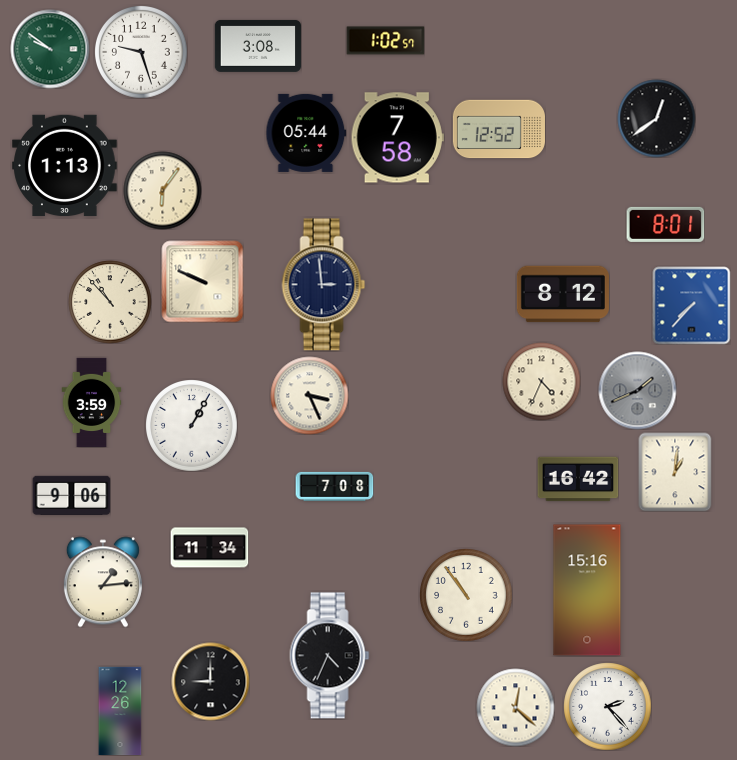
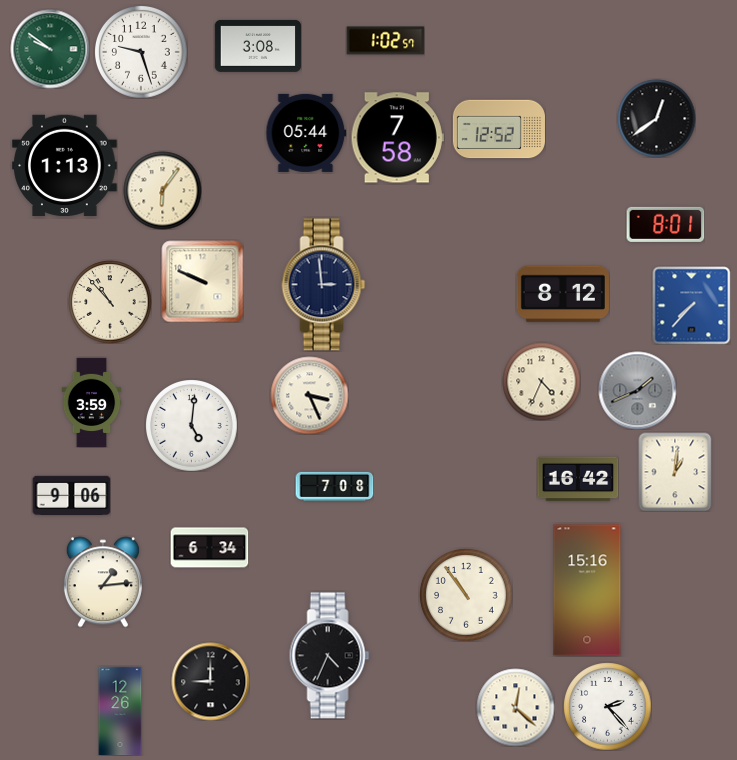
clock at (192, 426): 1:05 -> 5:01
clock at (209, 548): 11:34 -> 6:34
